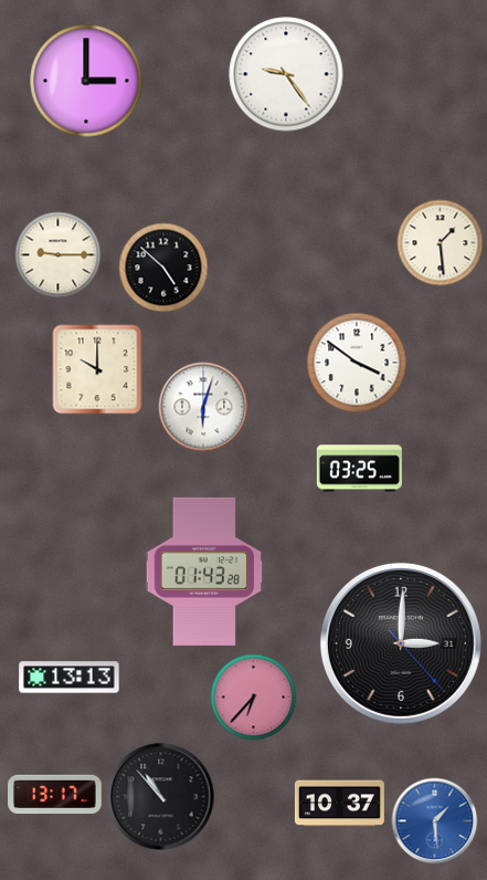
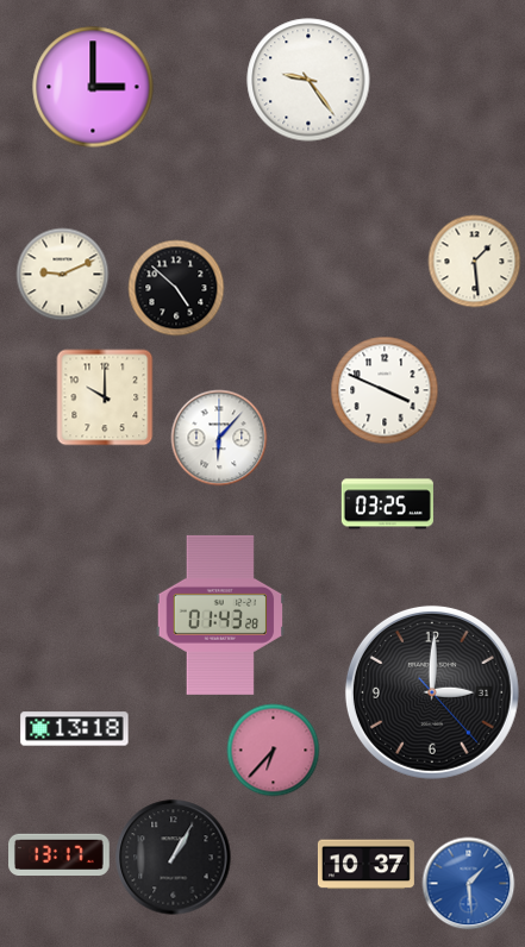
clock at (57, 254): 9:15 -> 9:11
clock at (357, 363): 3:51 -> 3:49
clock at (203, 407): 6:03 -> 6:07
clock at (70, 678): 13:13 -> 13:18
clock at (161, 797): 10:53 -> 1:05
